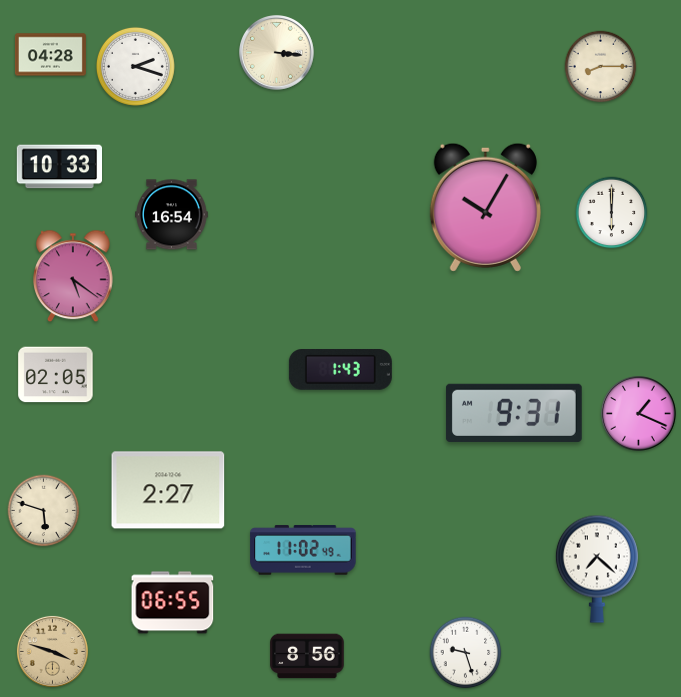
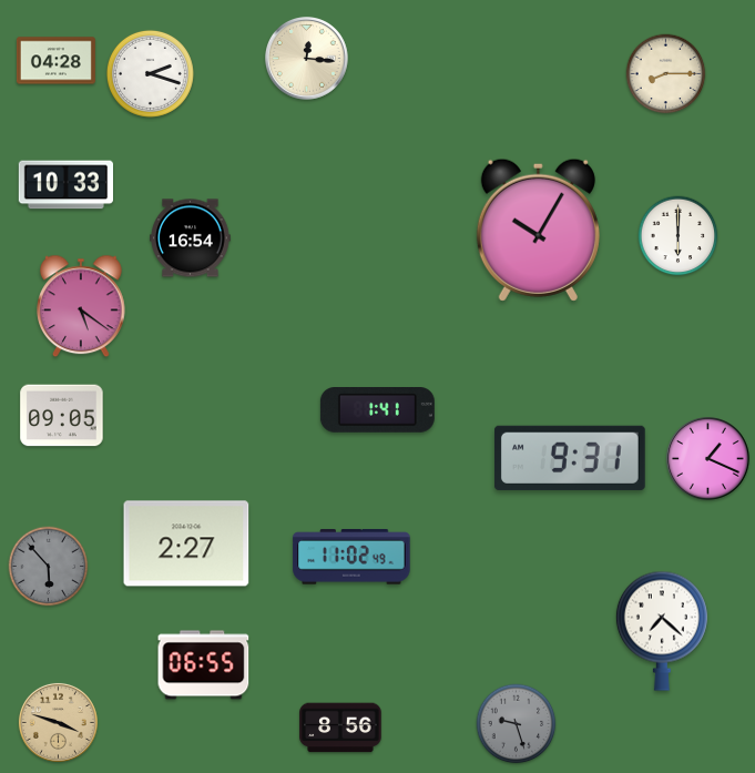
clock at (277, 53): 3:16 -> 12:16
clock at (340, 370): 1:43 -> 1:41
clock at (56, 375): 02:05 -> 09:05
clock at (44, 511): 5:48 -> 5:53
clock at (44, 511) dial: cream -> grey
clock at (303, 550) position: (303, 550) -> (351, 557)
clock at (173, 603) position: (173, 603) -> (204, 665)
clock at (466, 653) dial: white -> grey
